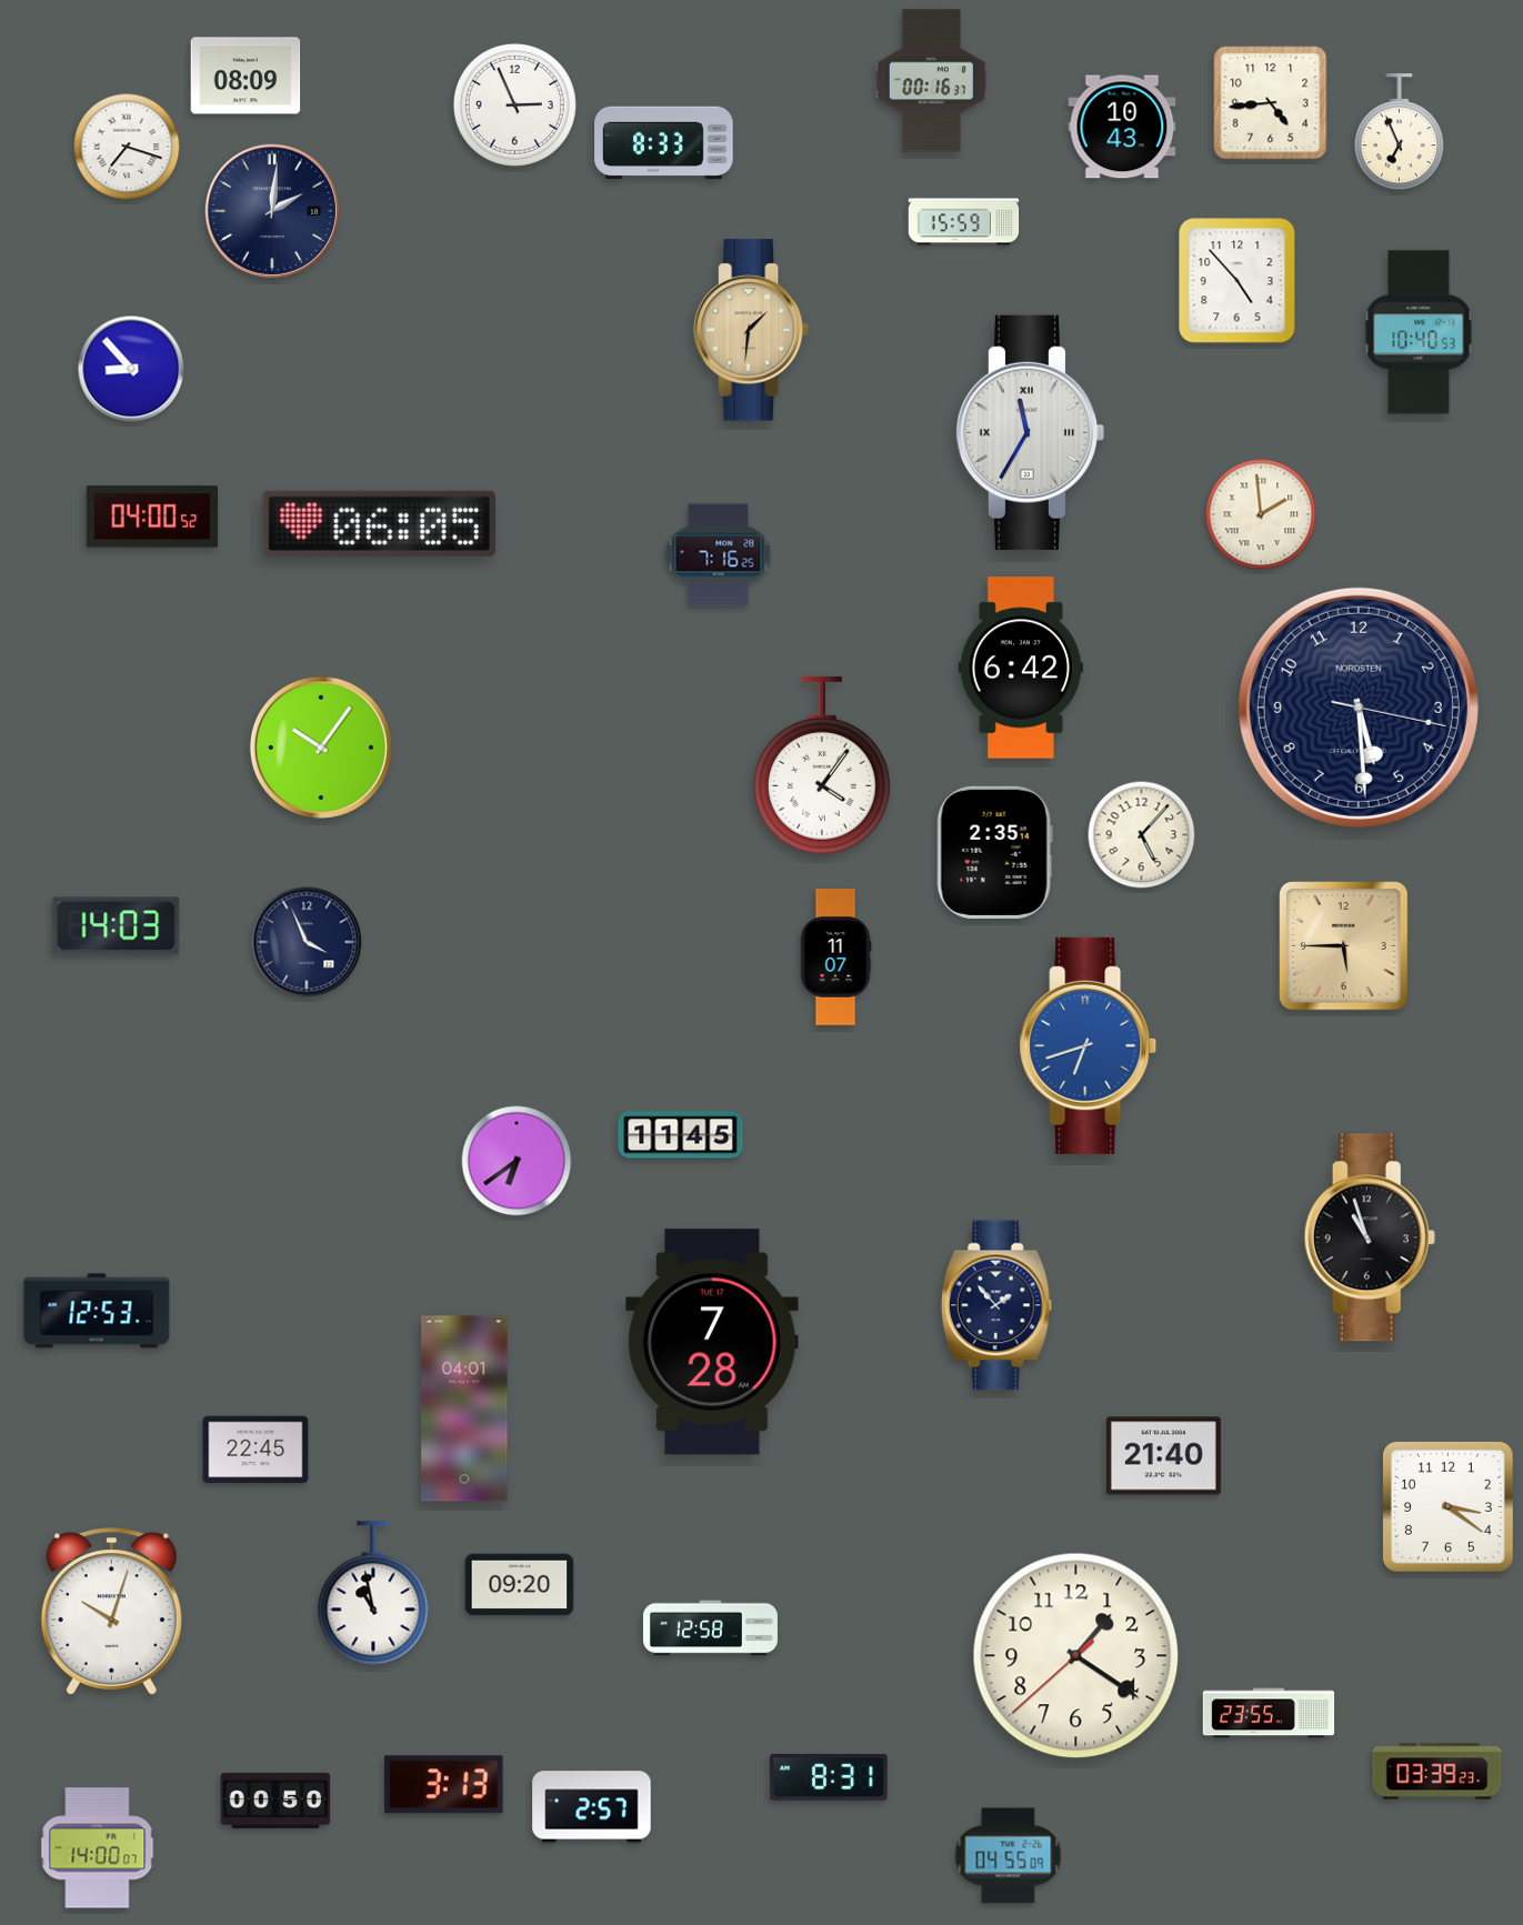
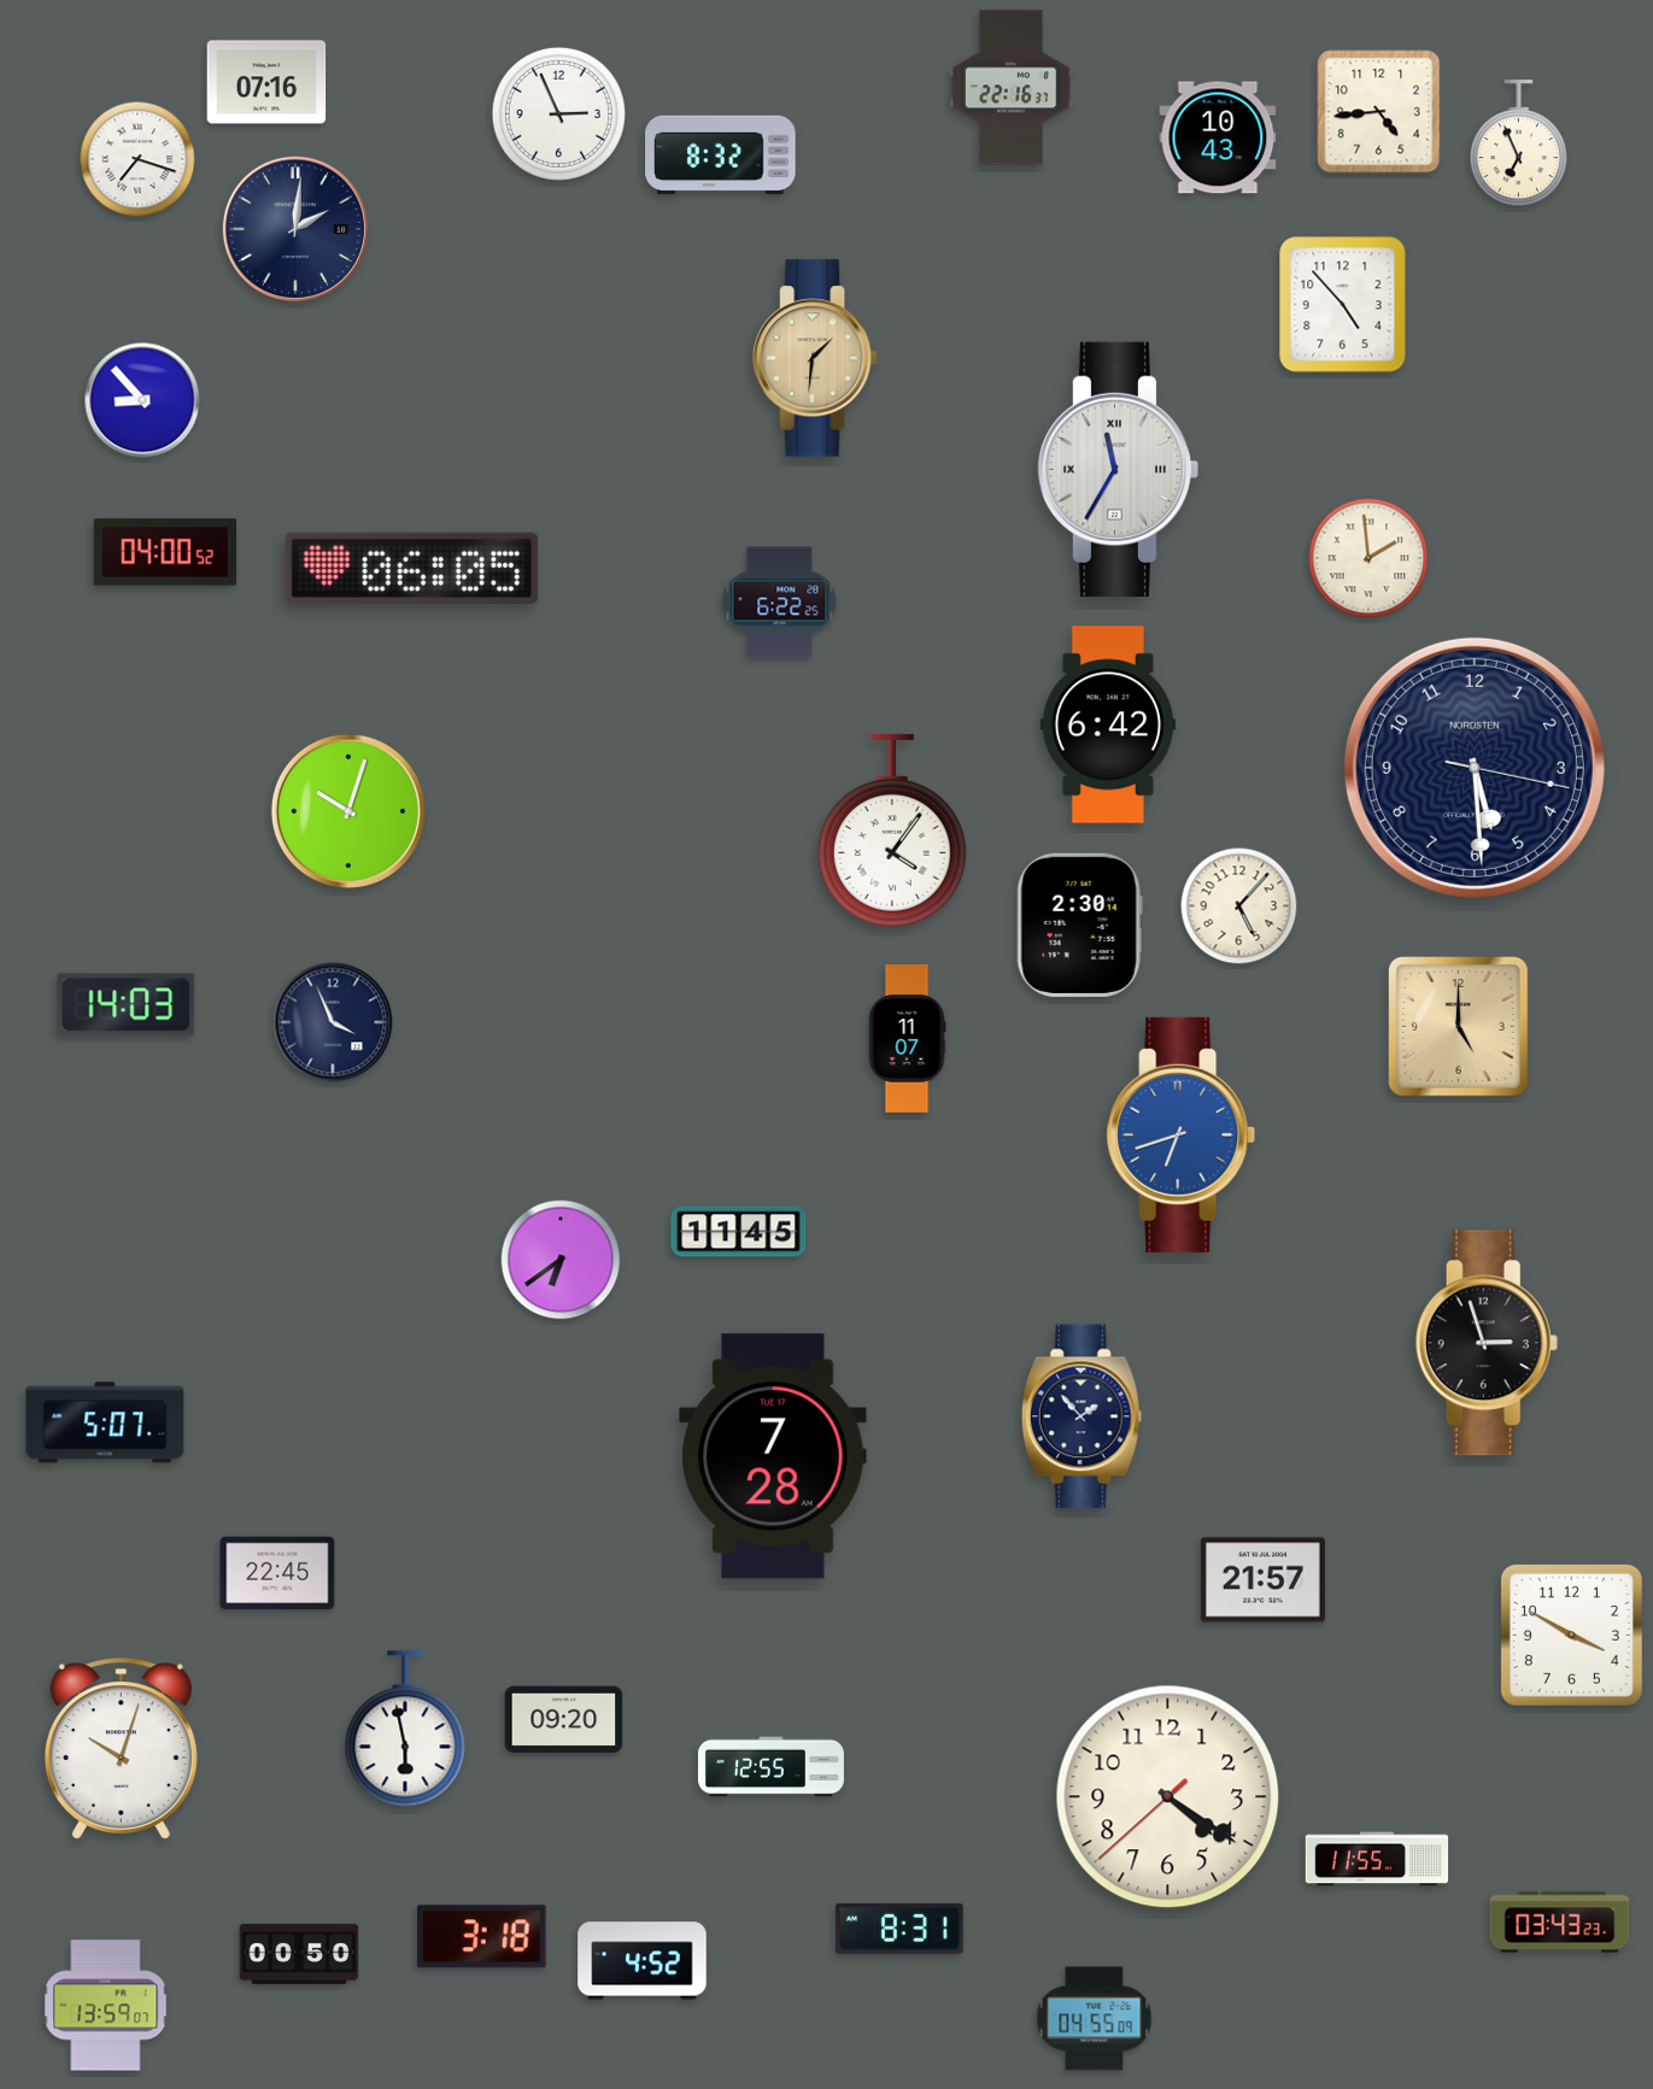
clock at (246, 76): 08:09 -> 07:16
clock at (931, 81): 00:16 -> 22:16
clock at (664, 143): 8:33 -> 8:32
clock at (964, 222): 15:59 -> none
clock at (1419, 332): 10:40 -> none
clock at (151, 517) position: (151, 517) -> (164, 552)
clock at (719, 555): 7:16 -> 6:22
clock at (321, 748): 10:06 -> 10:03
clock at (994, 852): 2:35 -> 2:30
clock at (1344, 946): 5:45 -> 5:00
clock at (1370, 1237): 10:57 -> 2:57
clock at (97, 1311): 12:53 -> 5:07
clock at (464, 1408): 04:01 -> none
clock at (1163, 1456): 21:40 -> 21:57
clock at (1447, 1506): 3:21 -> 3:50
clock at (373, 1593): 10:58 -> 5:58
clock at (710, 1628): 12:58 -> 12:55
clock at (1076, 1656): 1:20 -> 4:20
clock at (1269, 1713): 23:55 -> 11:55
clock at (1437, 1772): 03:39 -> 03:43
clock at (444, 1785): 3:13 -> 3:18
clock at (592, 1807): 2:57 -> 4:52
clock at (98, 1848): 14:00 -> 13:59
clock at (1009, 1856) position: (1009, 1856) -> (1095, 2019)
